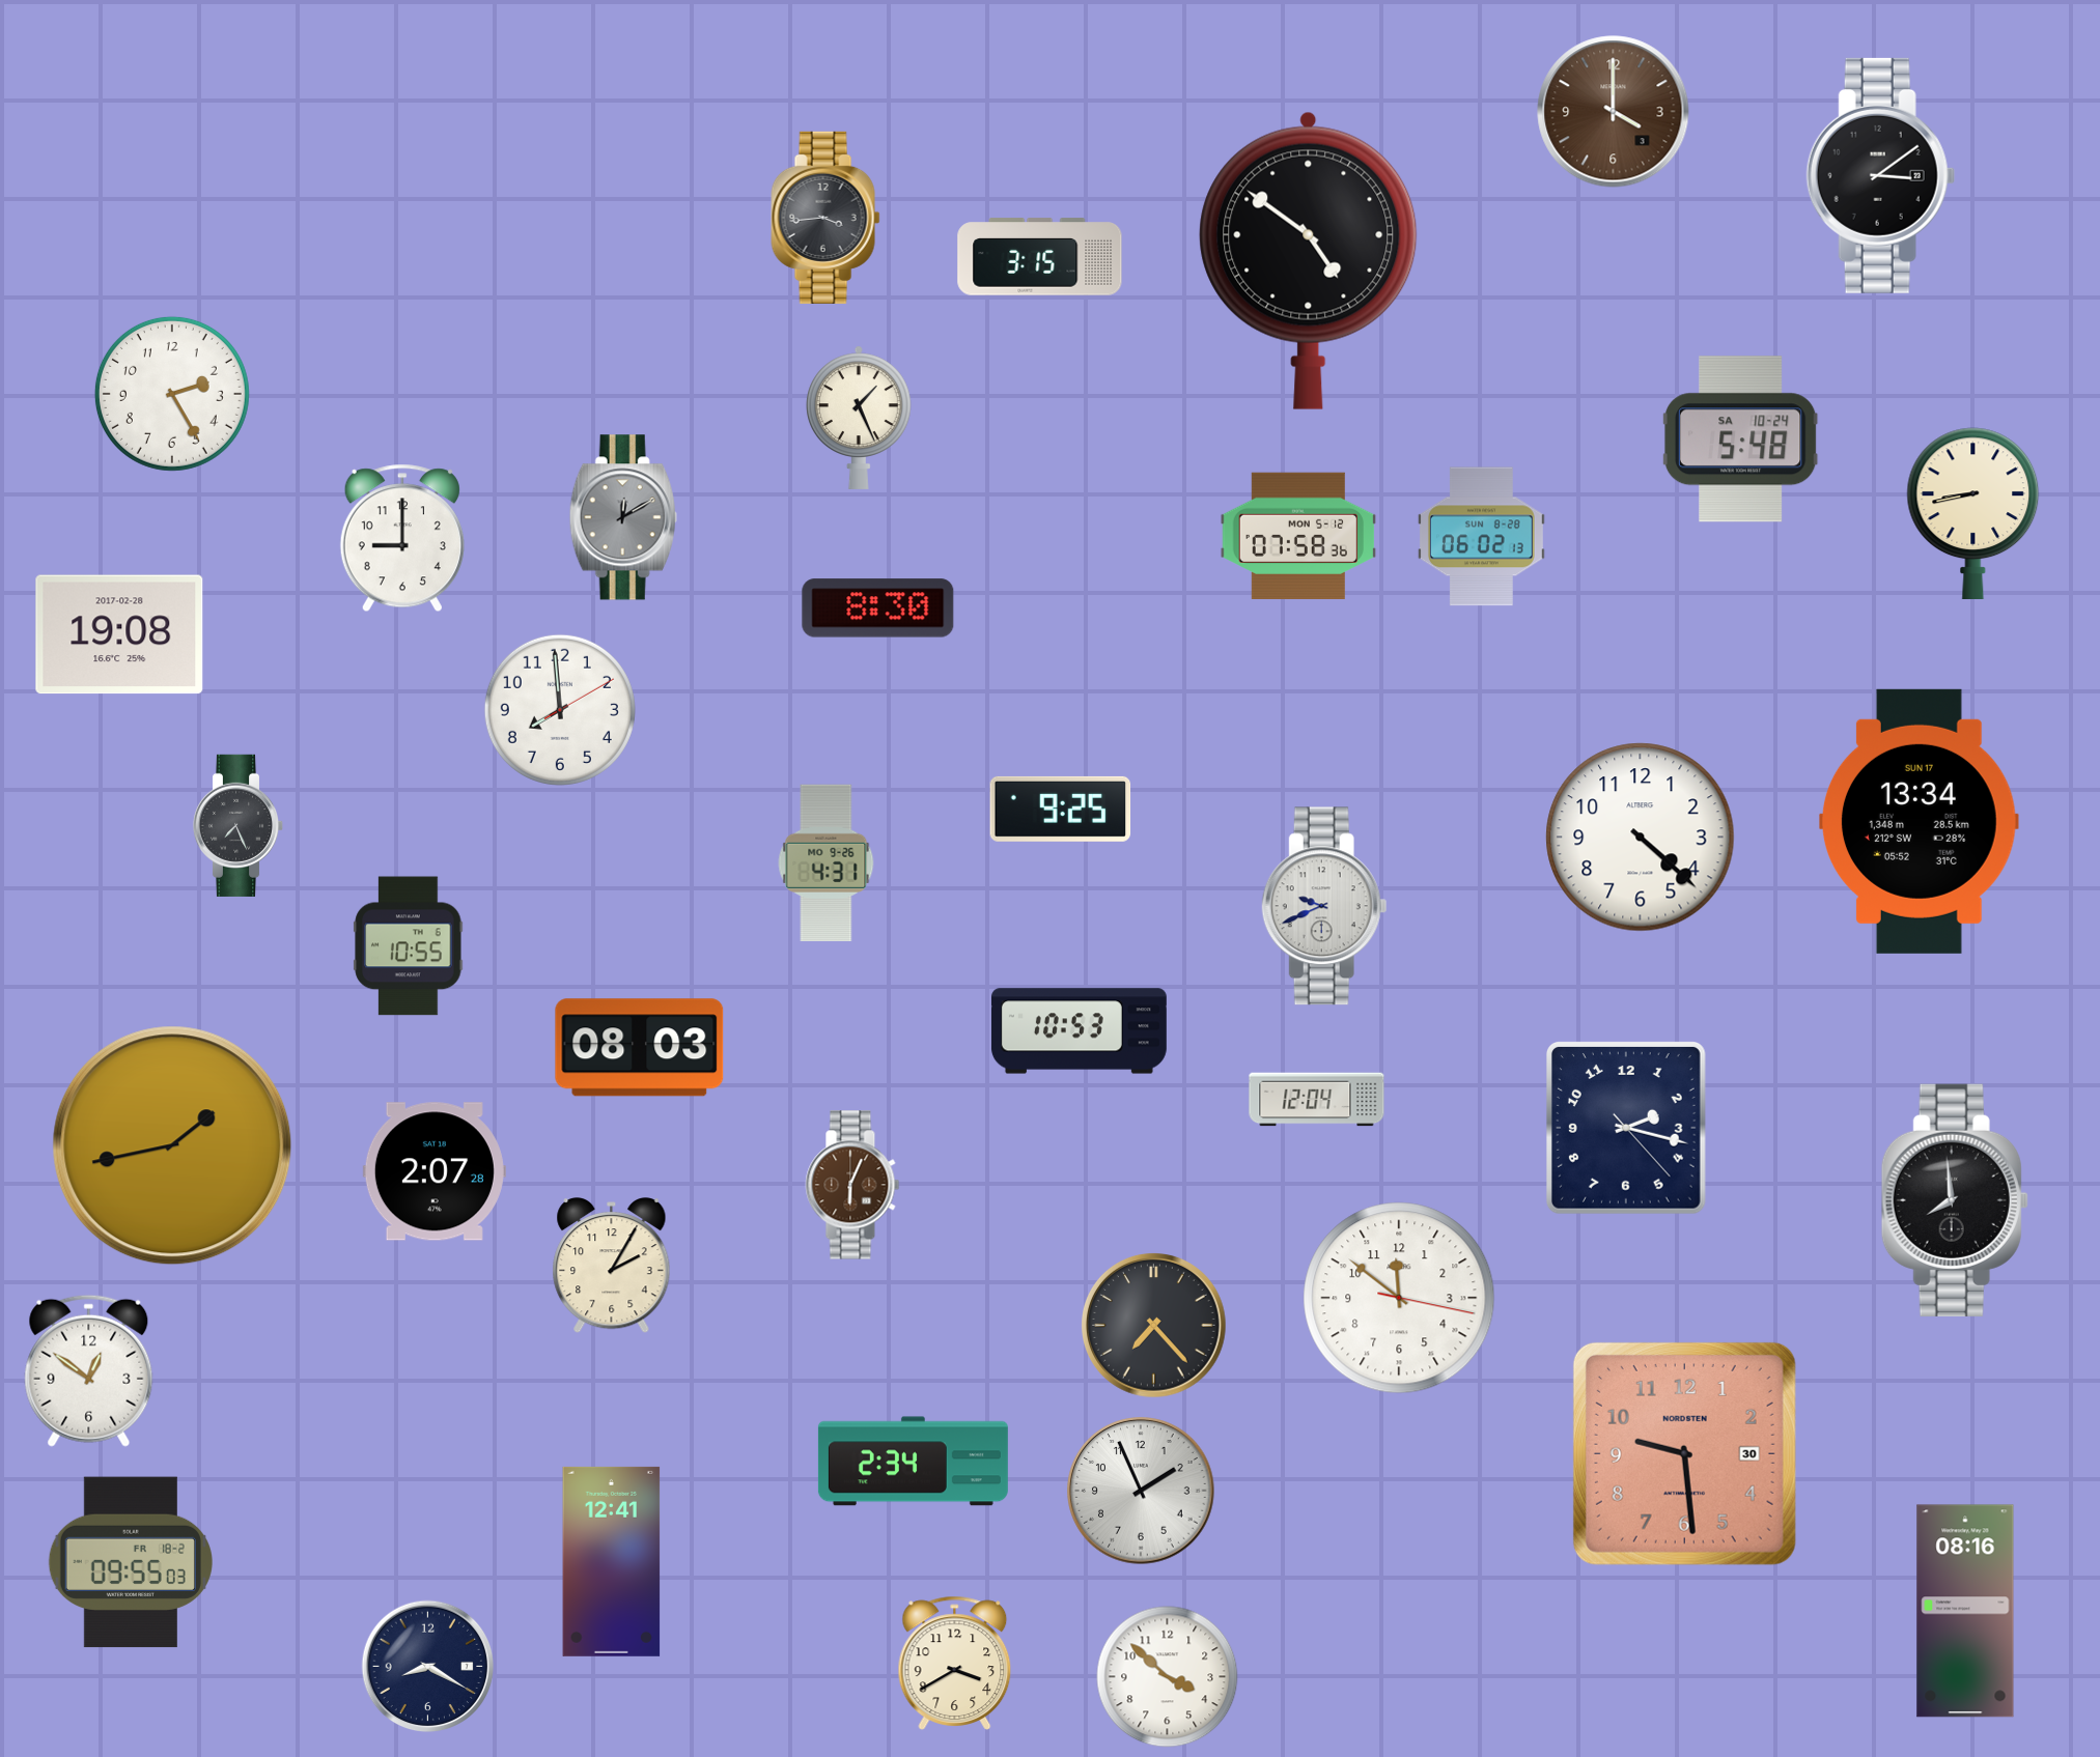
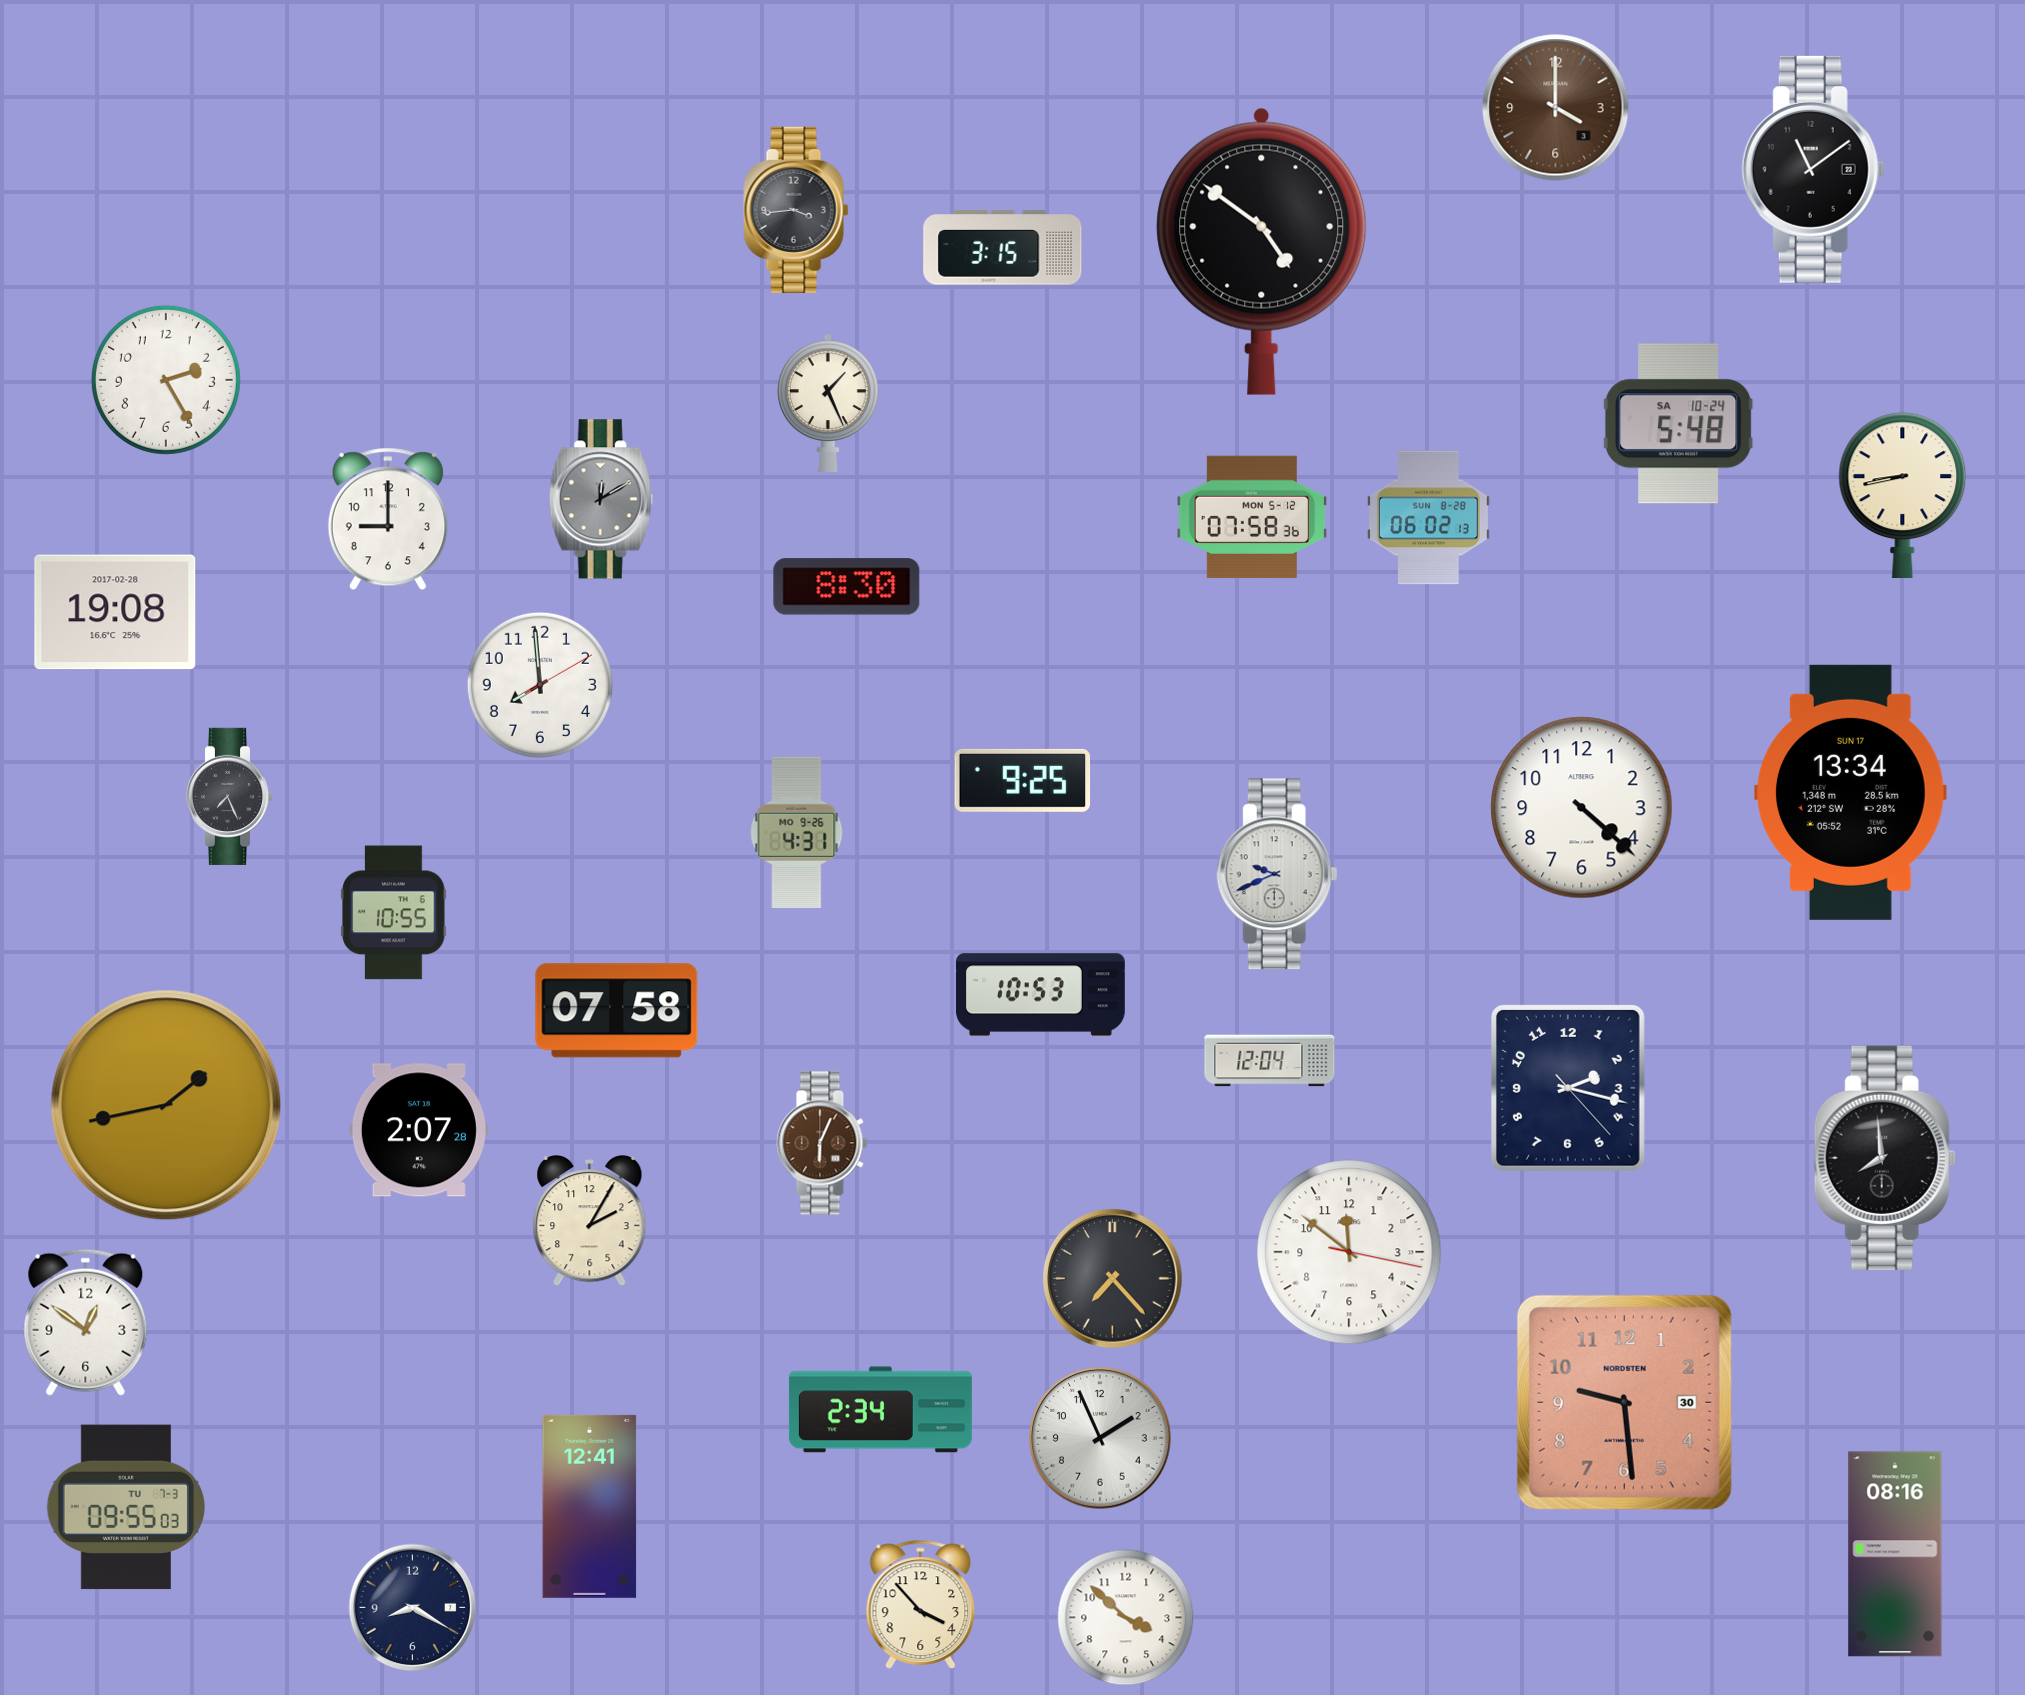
clock at (1880, 175): 3:09 -> 11:09
clock at (640, 1048): 08:03 -> 07:58
clock at (131, 1562) date: FR 18-2 -> TU 7-3
clock at (955, 1663): 3:40 -> 3:53
